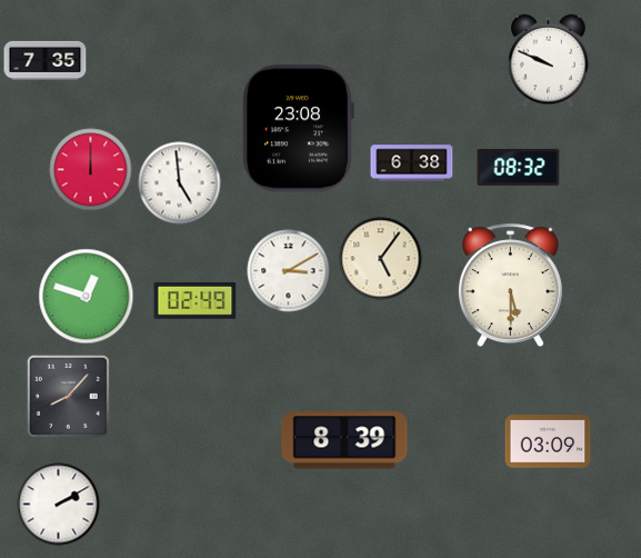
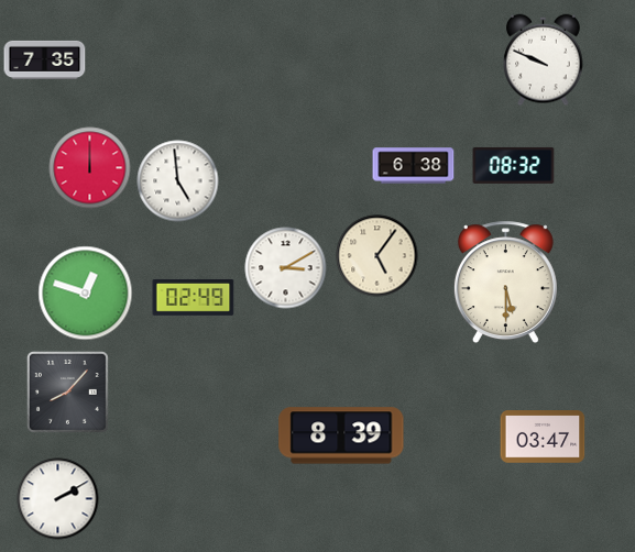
clock at (298, 129): 23:08 -> none
clock at (412, 163) position: (412, 163) -> (414, 166)
clock at (548, 441): 03:09 -> 03:47
